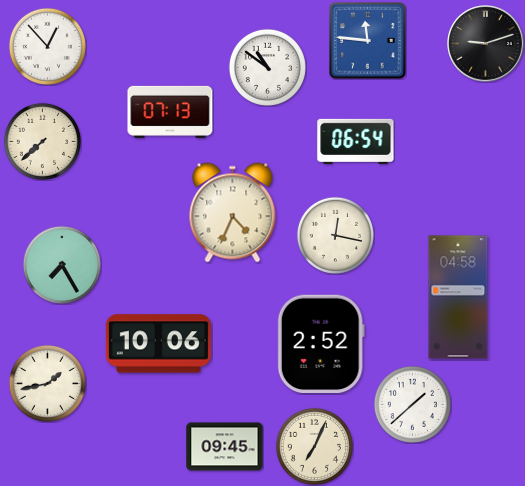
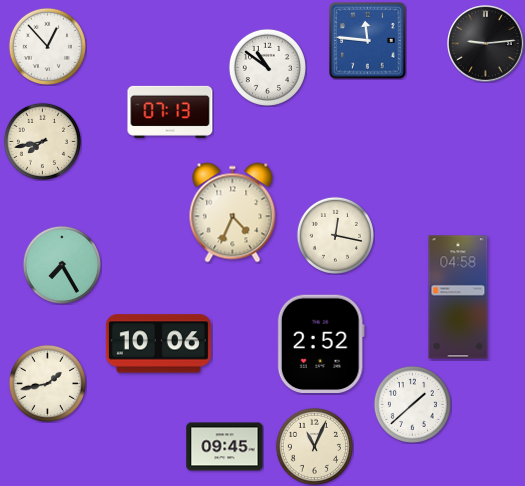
clock at (486, 44): 9:12 -> 9:14
clock at (42, 141): 7:38 -> 7:43
clock at (356, 141): 06:54 -> none
clock at (314, 446): 7:04 -> 11:04
